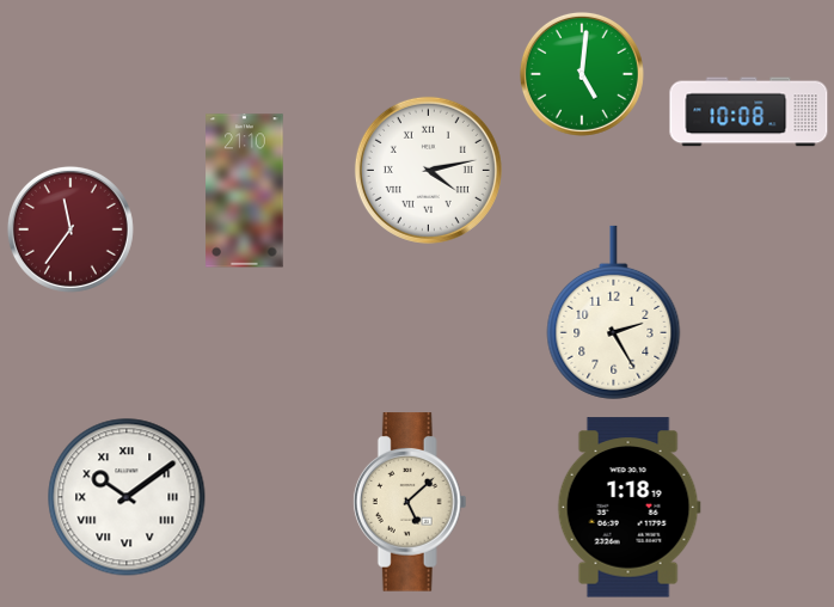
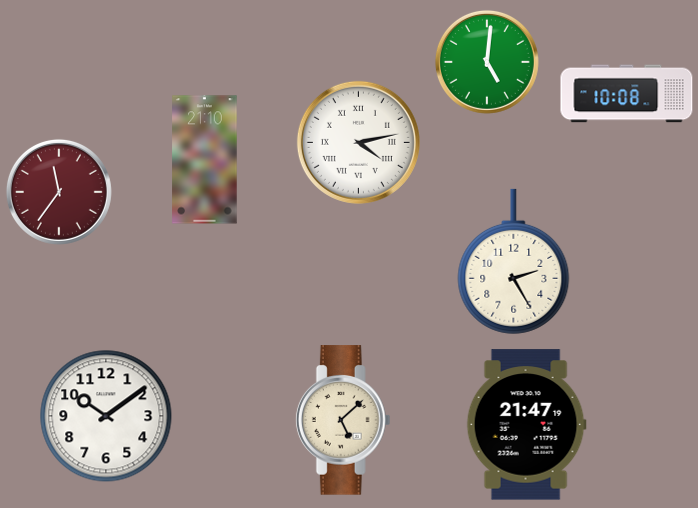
clock at (127, 497) numerals: Roman -> Arabic
clock at (628, 508): 1:18 -> 21:47
